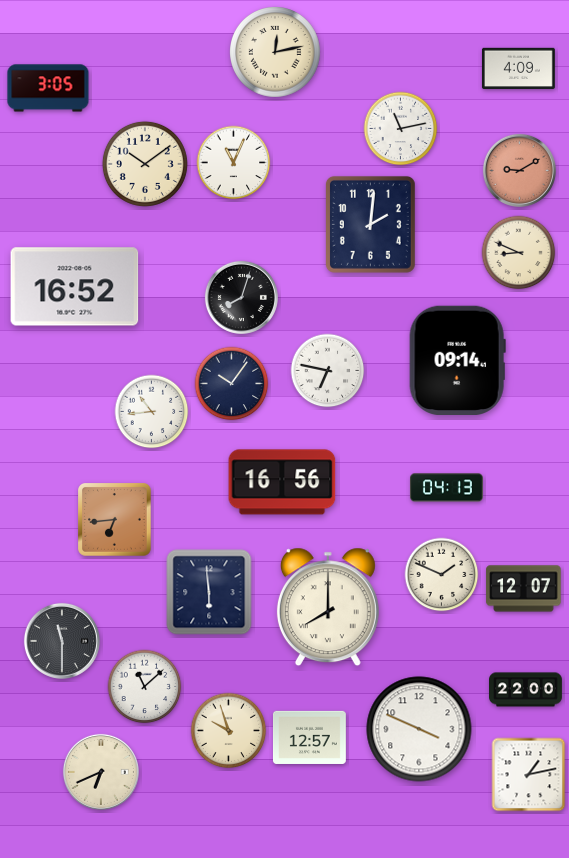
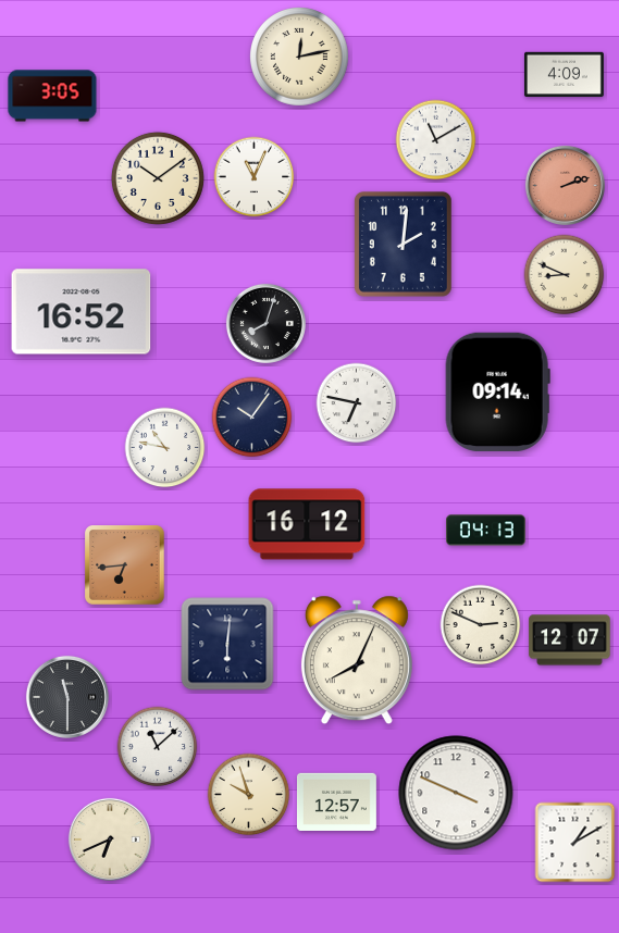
clock at (401, 129): 11:13 -> 11:10
clock at (519, 170): 9:10 -> 2:12
clock at (241, 297) position: (241, 297) -> (265, 323)
clock at (152, 412): 10:44 -> 10:47
clock at (282, 482): 16:56 -> 16:12
clock at (442, 575): 1:49 -> 2:49
clock at (209, 592): 5:59 -> 6:01
clock at (328, 607): 8:00 -> 8:04
clock at (526, 690): 22:00 -> none
clock at (529, 775): 1:13 -> 1:10
